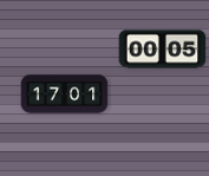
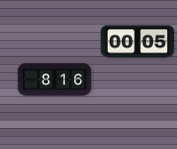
clock at (65, 94): 17:01 -> 8:16
